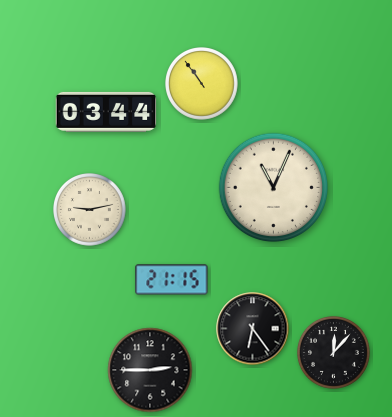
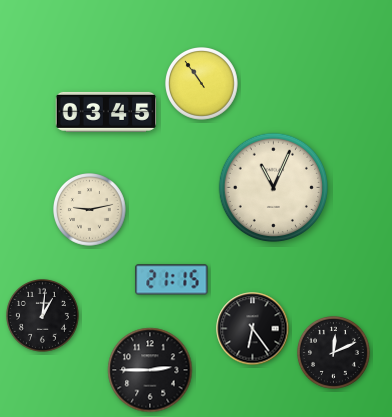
clock at (106, 112): 03:44 -> 03:45
clock at (43, 316): none -> 1:01
clock at (334, 353): 12:07 -> 12:11
